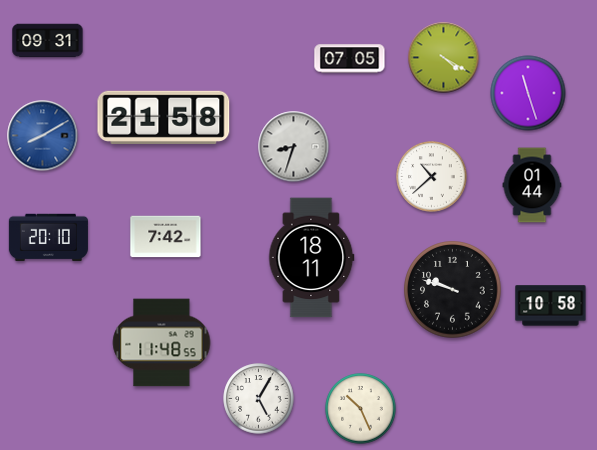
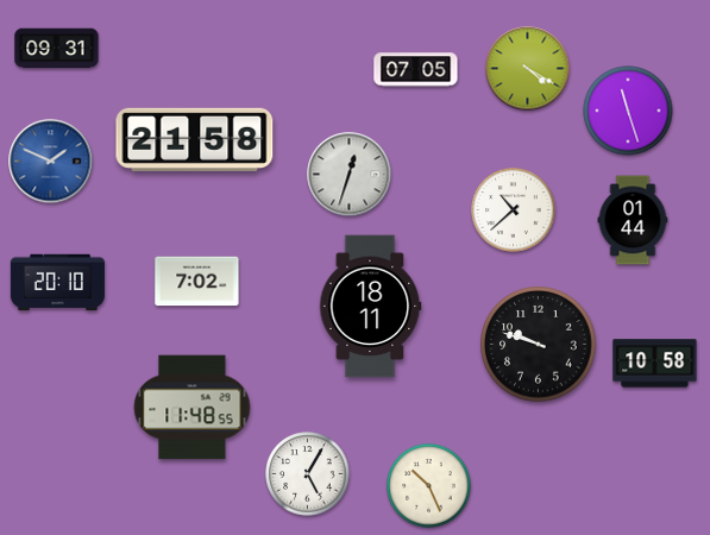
clock at (43, 136): 8:10 -> 1:49
clock at (294, 147): 8:33 -> 12:33
clock at (166, 237): 7:42 -> 7:02
